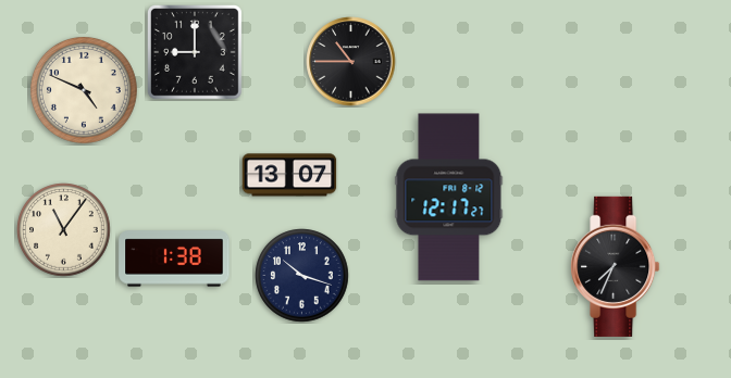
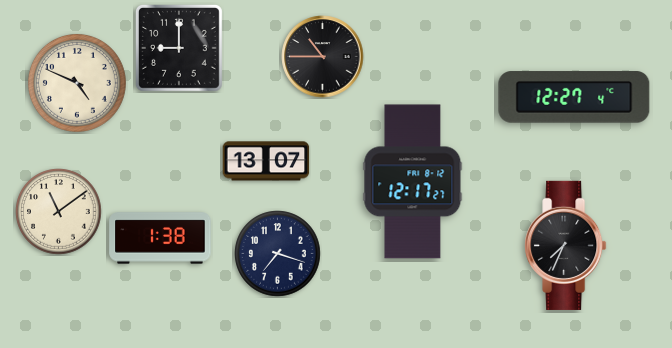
clock at (574, 97): none -> 12:27
clock at (64, 230): 11:06 -> 11:09
clock at (302, 276): 10:18 -> 7:18
